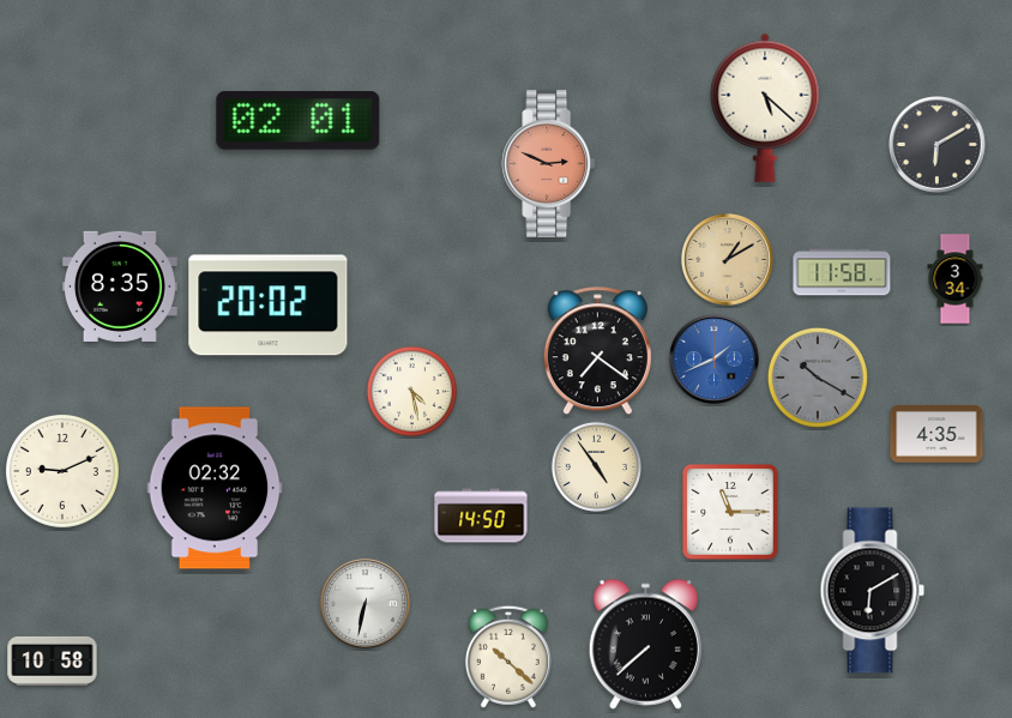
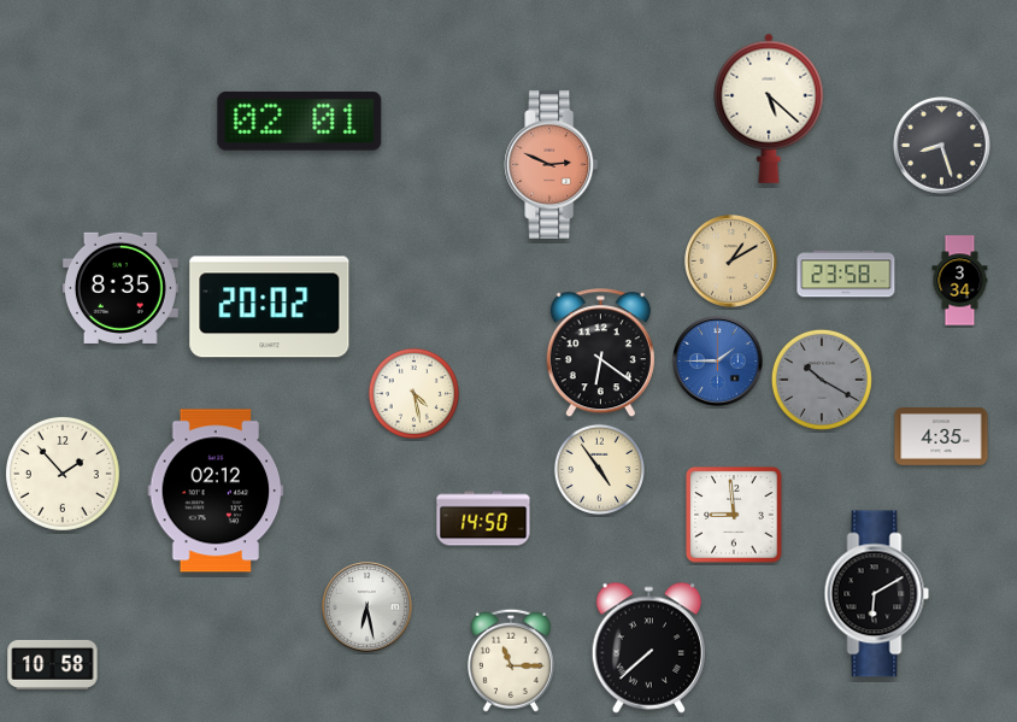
clock at (938, 145): 6:10 -> 8:27
clock at (842, 272): 11:58 -> 23:58
clock at (597, 351): 7:21 -> 6:21
clock at (715, 360): 1:41 -> 1:45
clock at (62, 471): 9:11 -> 1:53
clock at (215, 488): 02:32 -> 02:12
clock at (730, 512): 11:15 -> 8:59
clock at (366, 604): 6:32 -> 6:28
clock at (508, 657): 10:22 -> 11:15
